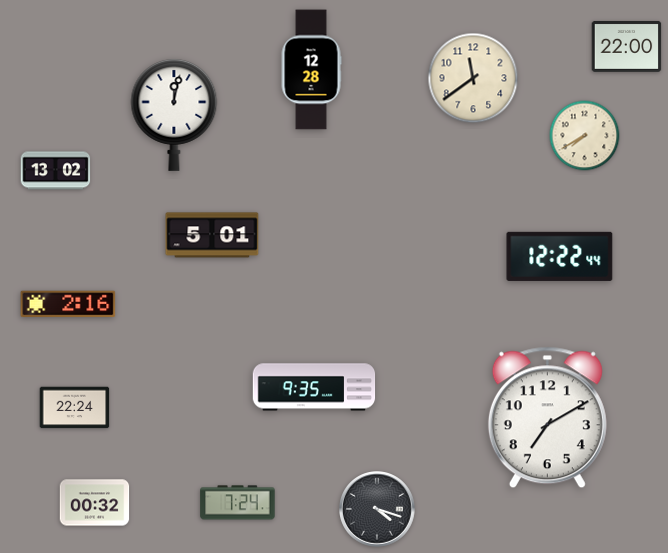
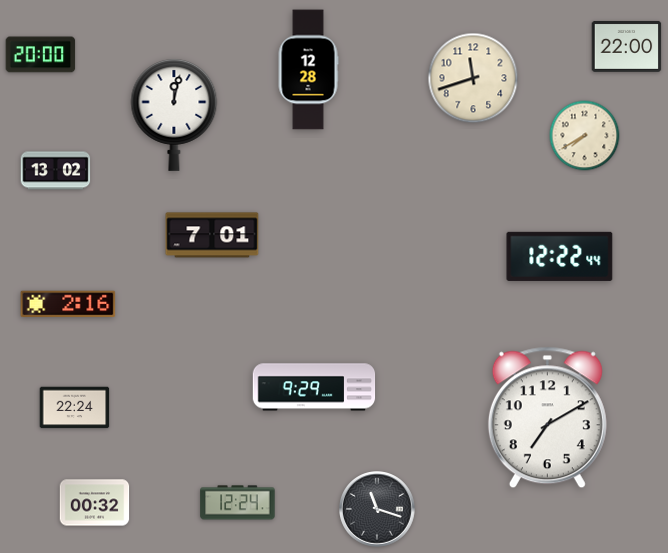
clock at (41, 55): none -> 20:00
clock at (311, 70) position: (311, 70) -> (308, 70)
clock at (473, 78): 11:39 -> 11:42
clock at (212, 235): 5:01 -> 7:01
clock at (314, 387): 9:35 -> 9:29
clock at (238, 503): 7:24 -> 12:24
clock at (378, 510): 4:18 -> 11:18
